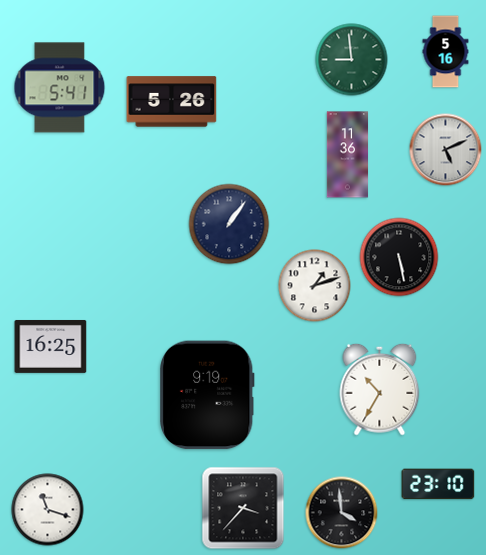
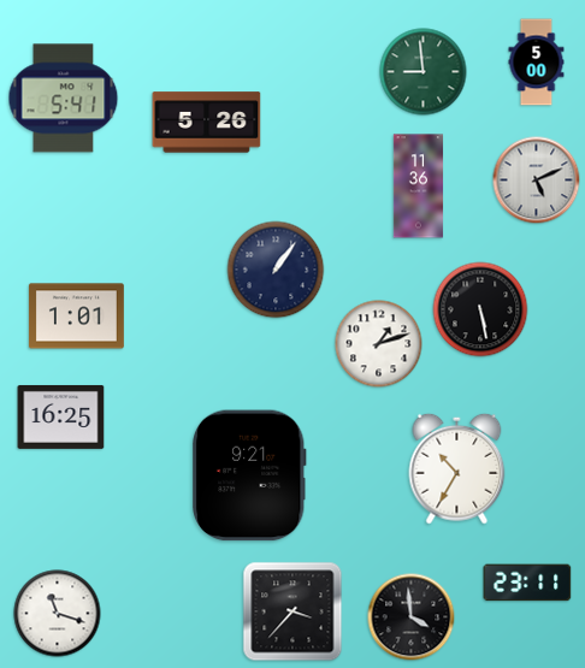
clock at (446, 52): 5:16 -> 5:00
clock at (60, 88) position: (60, 88) -> (64, 99)
clock at (76, 317): none -> 1:01
clock at (207, 395): 9:19 -> 9:21
clock at (438, 484): 23:10 -> 23:11
